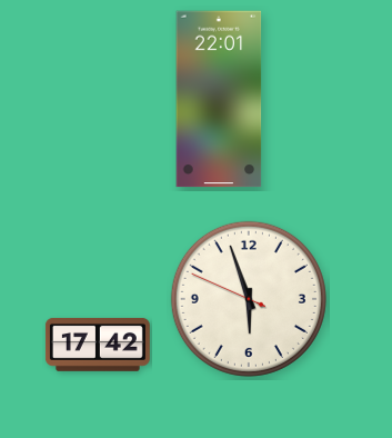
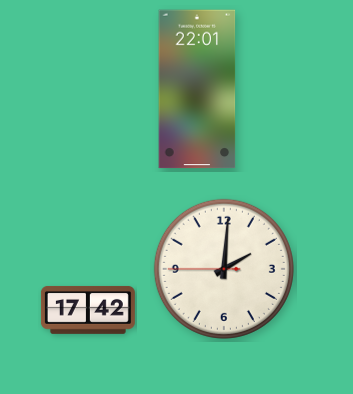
clock at (249, 299): 5:56 -> 2:00
